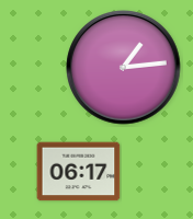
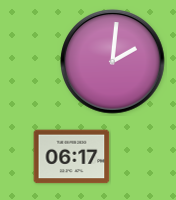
clock at (124, 68): 1:14 -> 2:01
